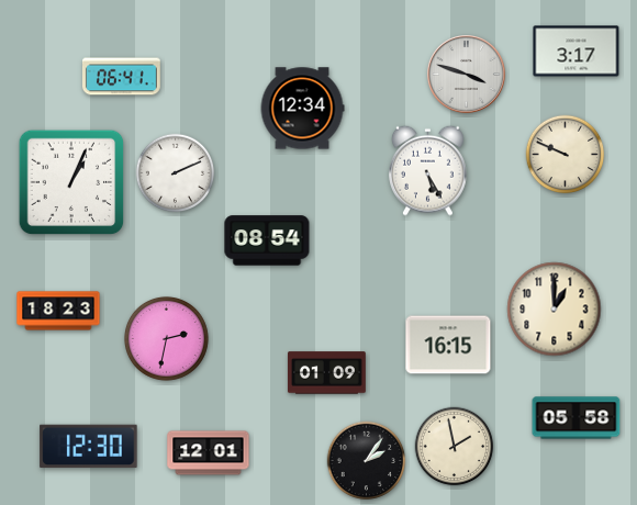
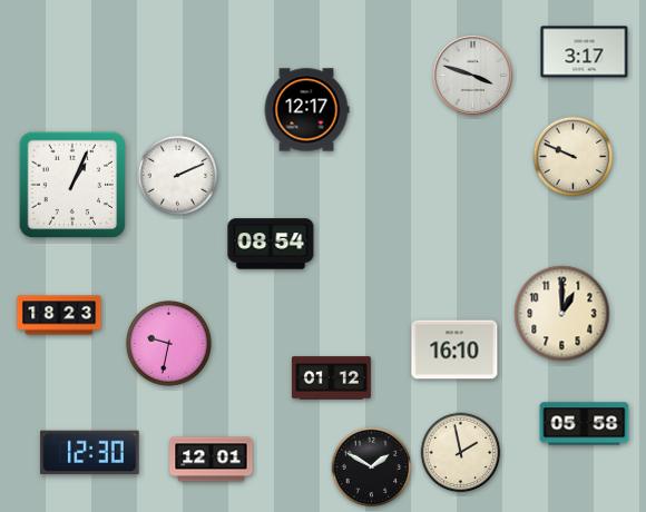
clock at (122, 77): 06:41 -> none
clock at (302, 109): 12:34 -> 12:17
clock at (428, 170): 5:25 -> none
clock at (166, 338): 2:32 -> 9:32
clock at (448, 345): 16:15 -> 16:10
clock at (326, 373): 01:09 -> 01:12
clock at (367, 461): 2:06 -> 1:50
